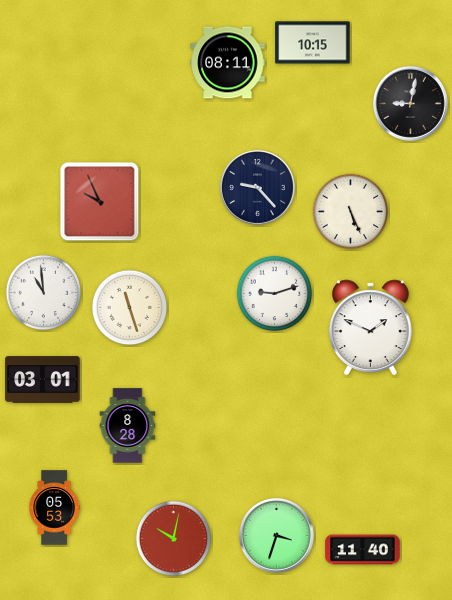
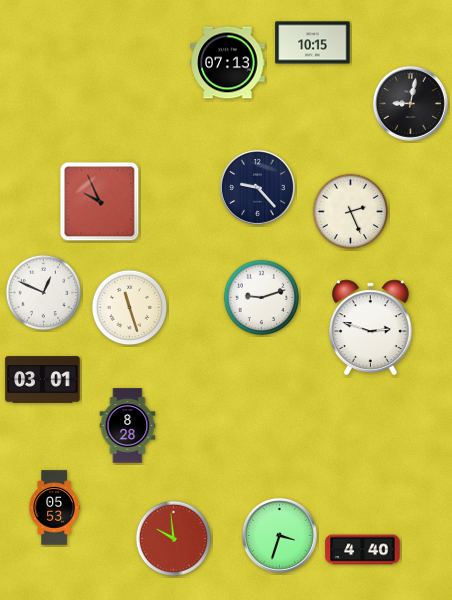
clock at (228, 63): 08:11 -> 07:13
clock at (351, 212): 5:26 -> 2:26
clock at (44, 293): 10:59 -> 12:49
clock at (275, 294) position: (275, 294) -> (262, 298)
clock at (371, 328): 1:49 -> 2:48
clock at (276, 535) position: (276, 535) -> (279, 535)
clock at (174, 539): 10:02 -> 9:59
clock at (363, 550): 11:40 -> 4:40
